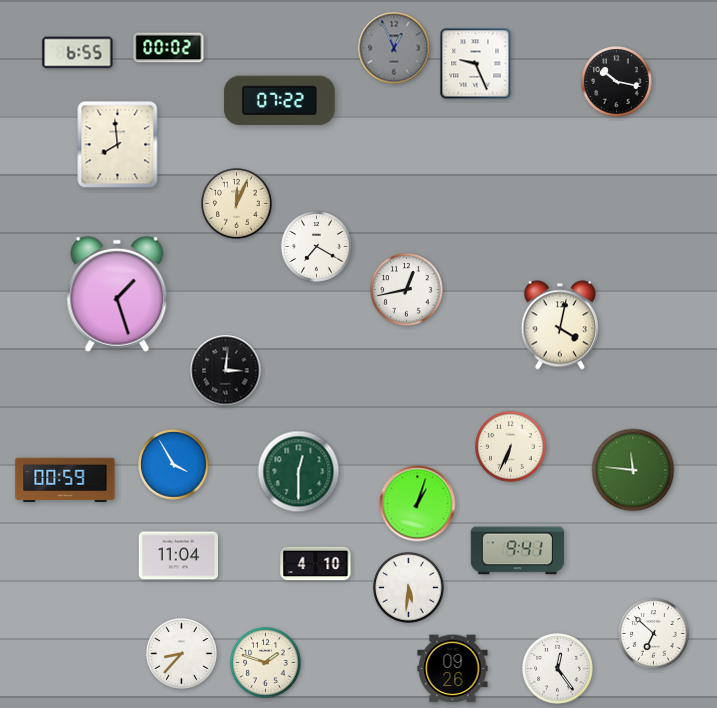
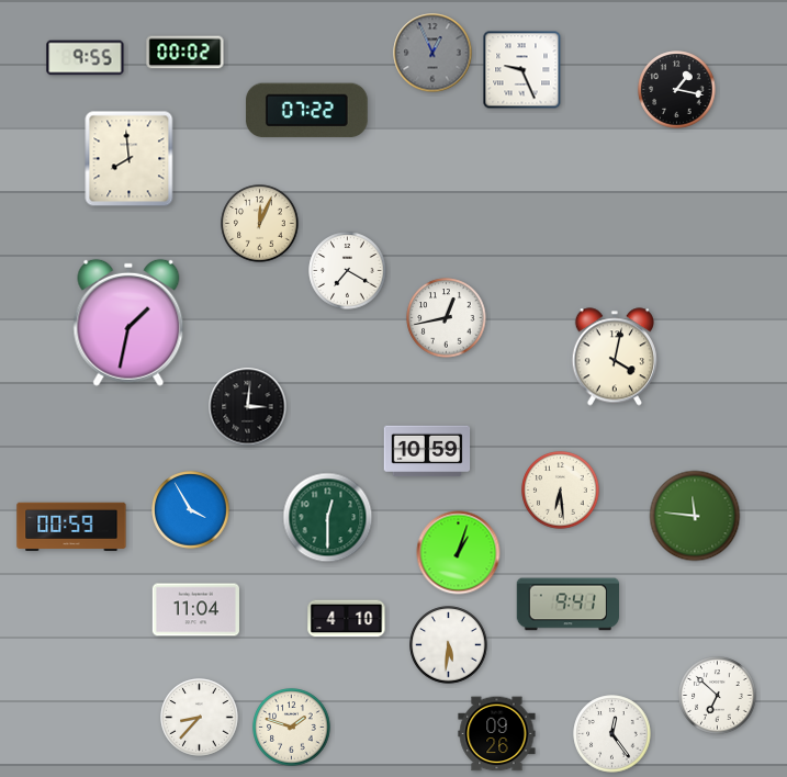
clock at (78, 53): 6:55 -> 9:55
clock at (617, 82): 10:17 -> 1:17
clock at (117, 294): 1:27 -> 1:32
clock at (427, 451): none -> 10:59
clock at (511, 447): 6:34 -> 6:29
